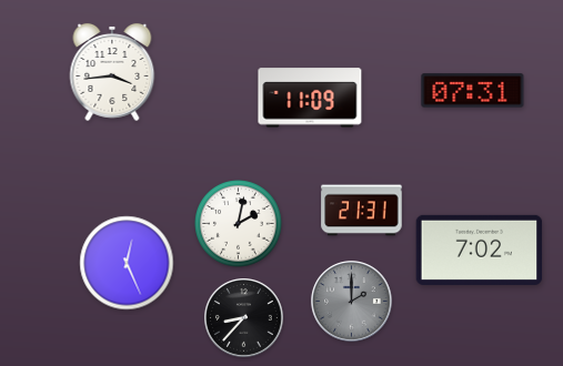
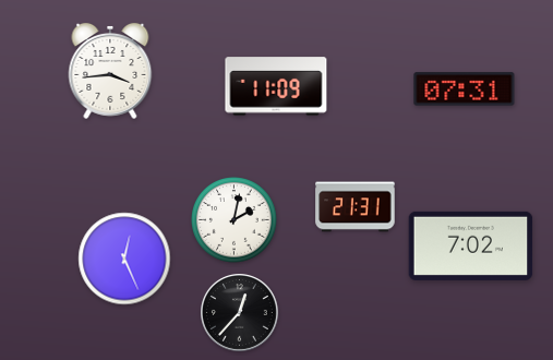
clock at (310, 98) position: (310, 98) -> (276, 86)
clock at (352, 302): 2:00 -> none
clock at (244, 318): 8:37 -> 12:37
